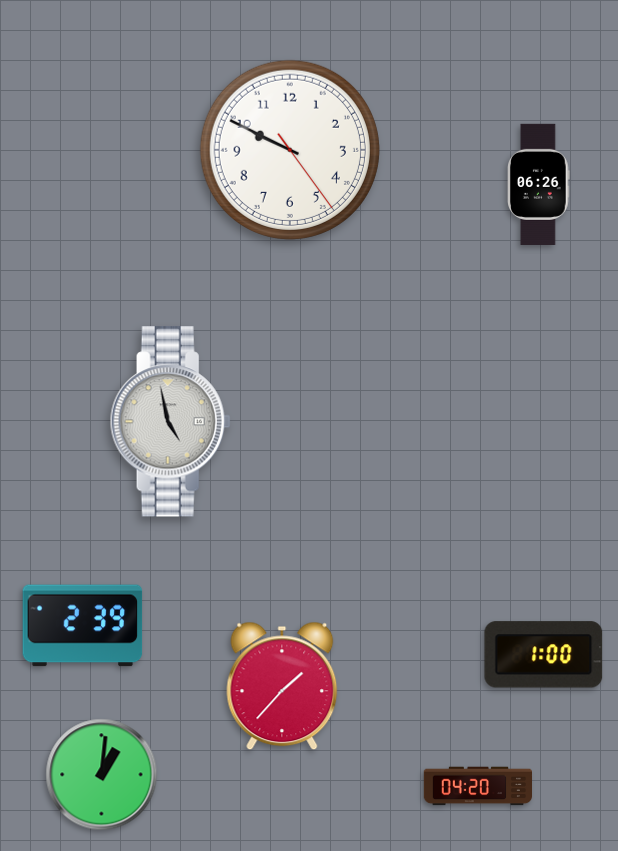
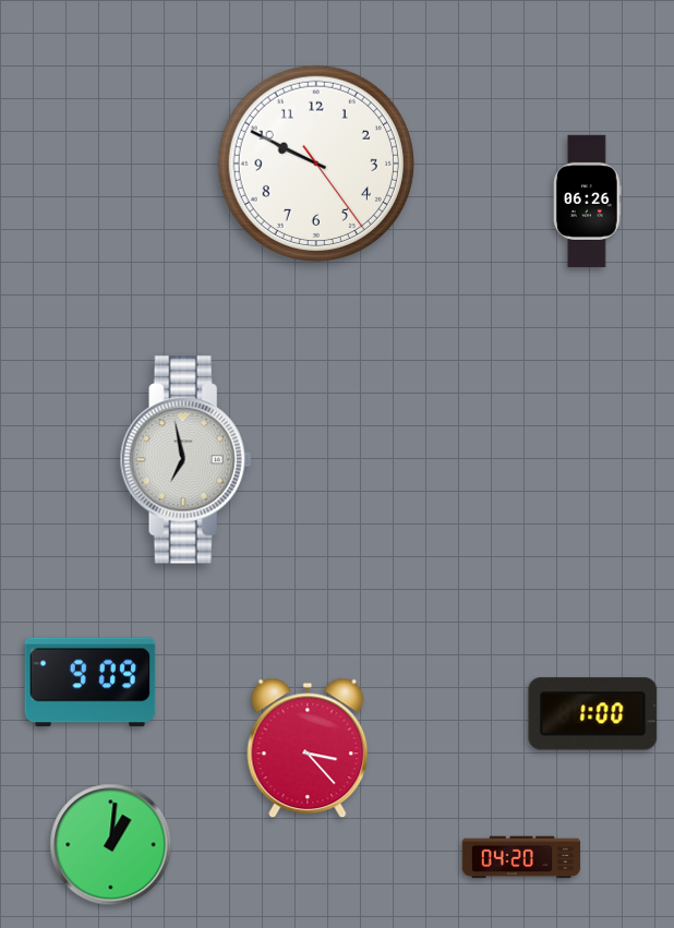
clock at (170, 422): 4:58 -> 6:58
clock at (83, 626): 2:39 -> 9:09
clock at (282, 686): 1:37 -> 3:23
